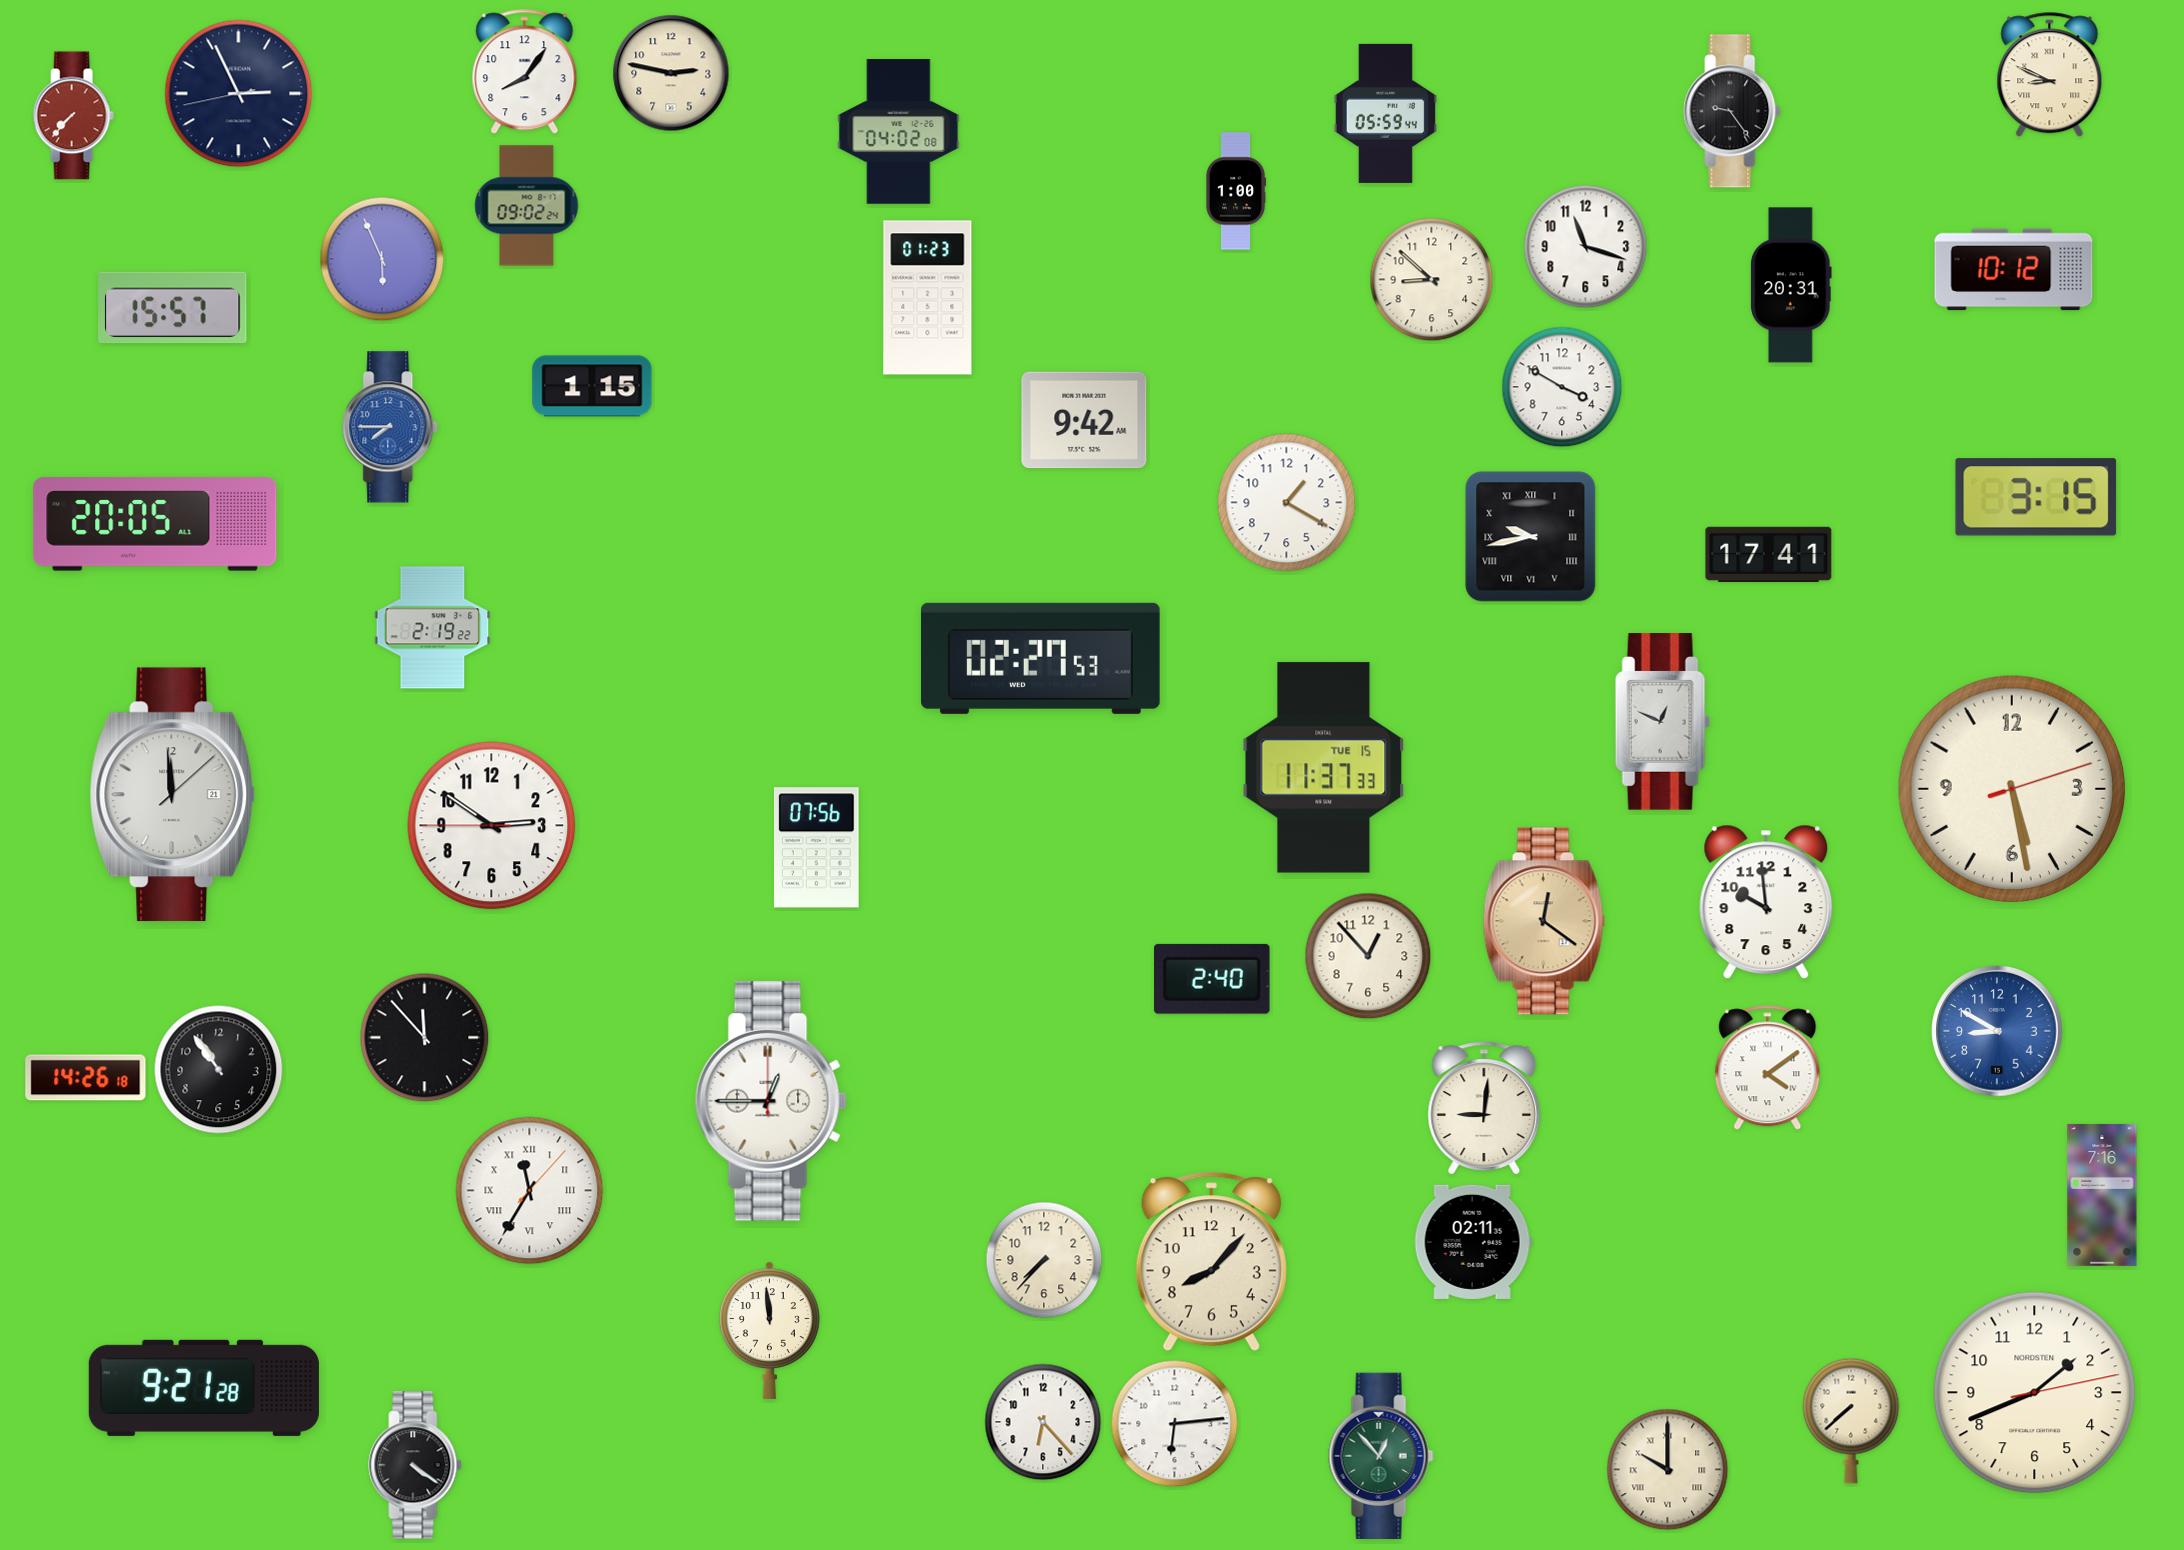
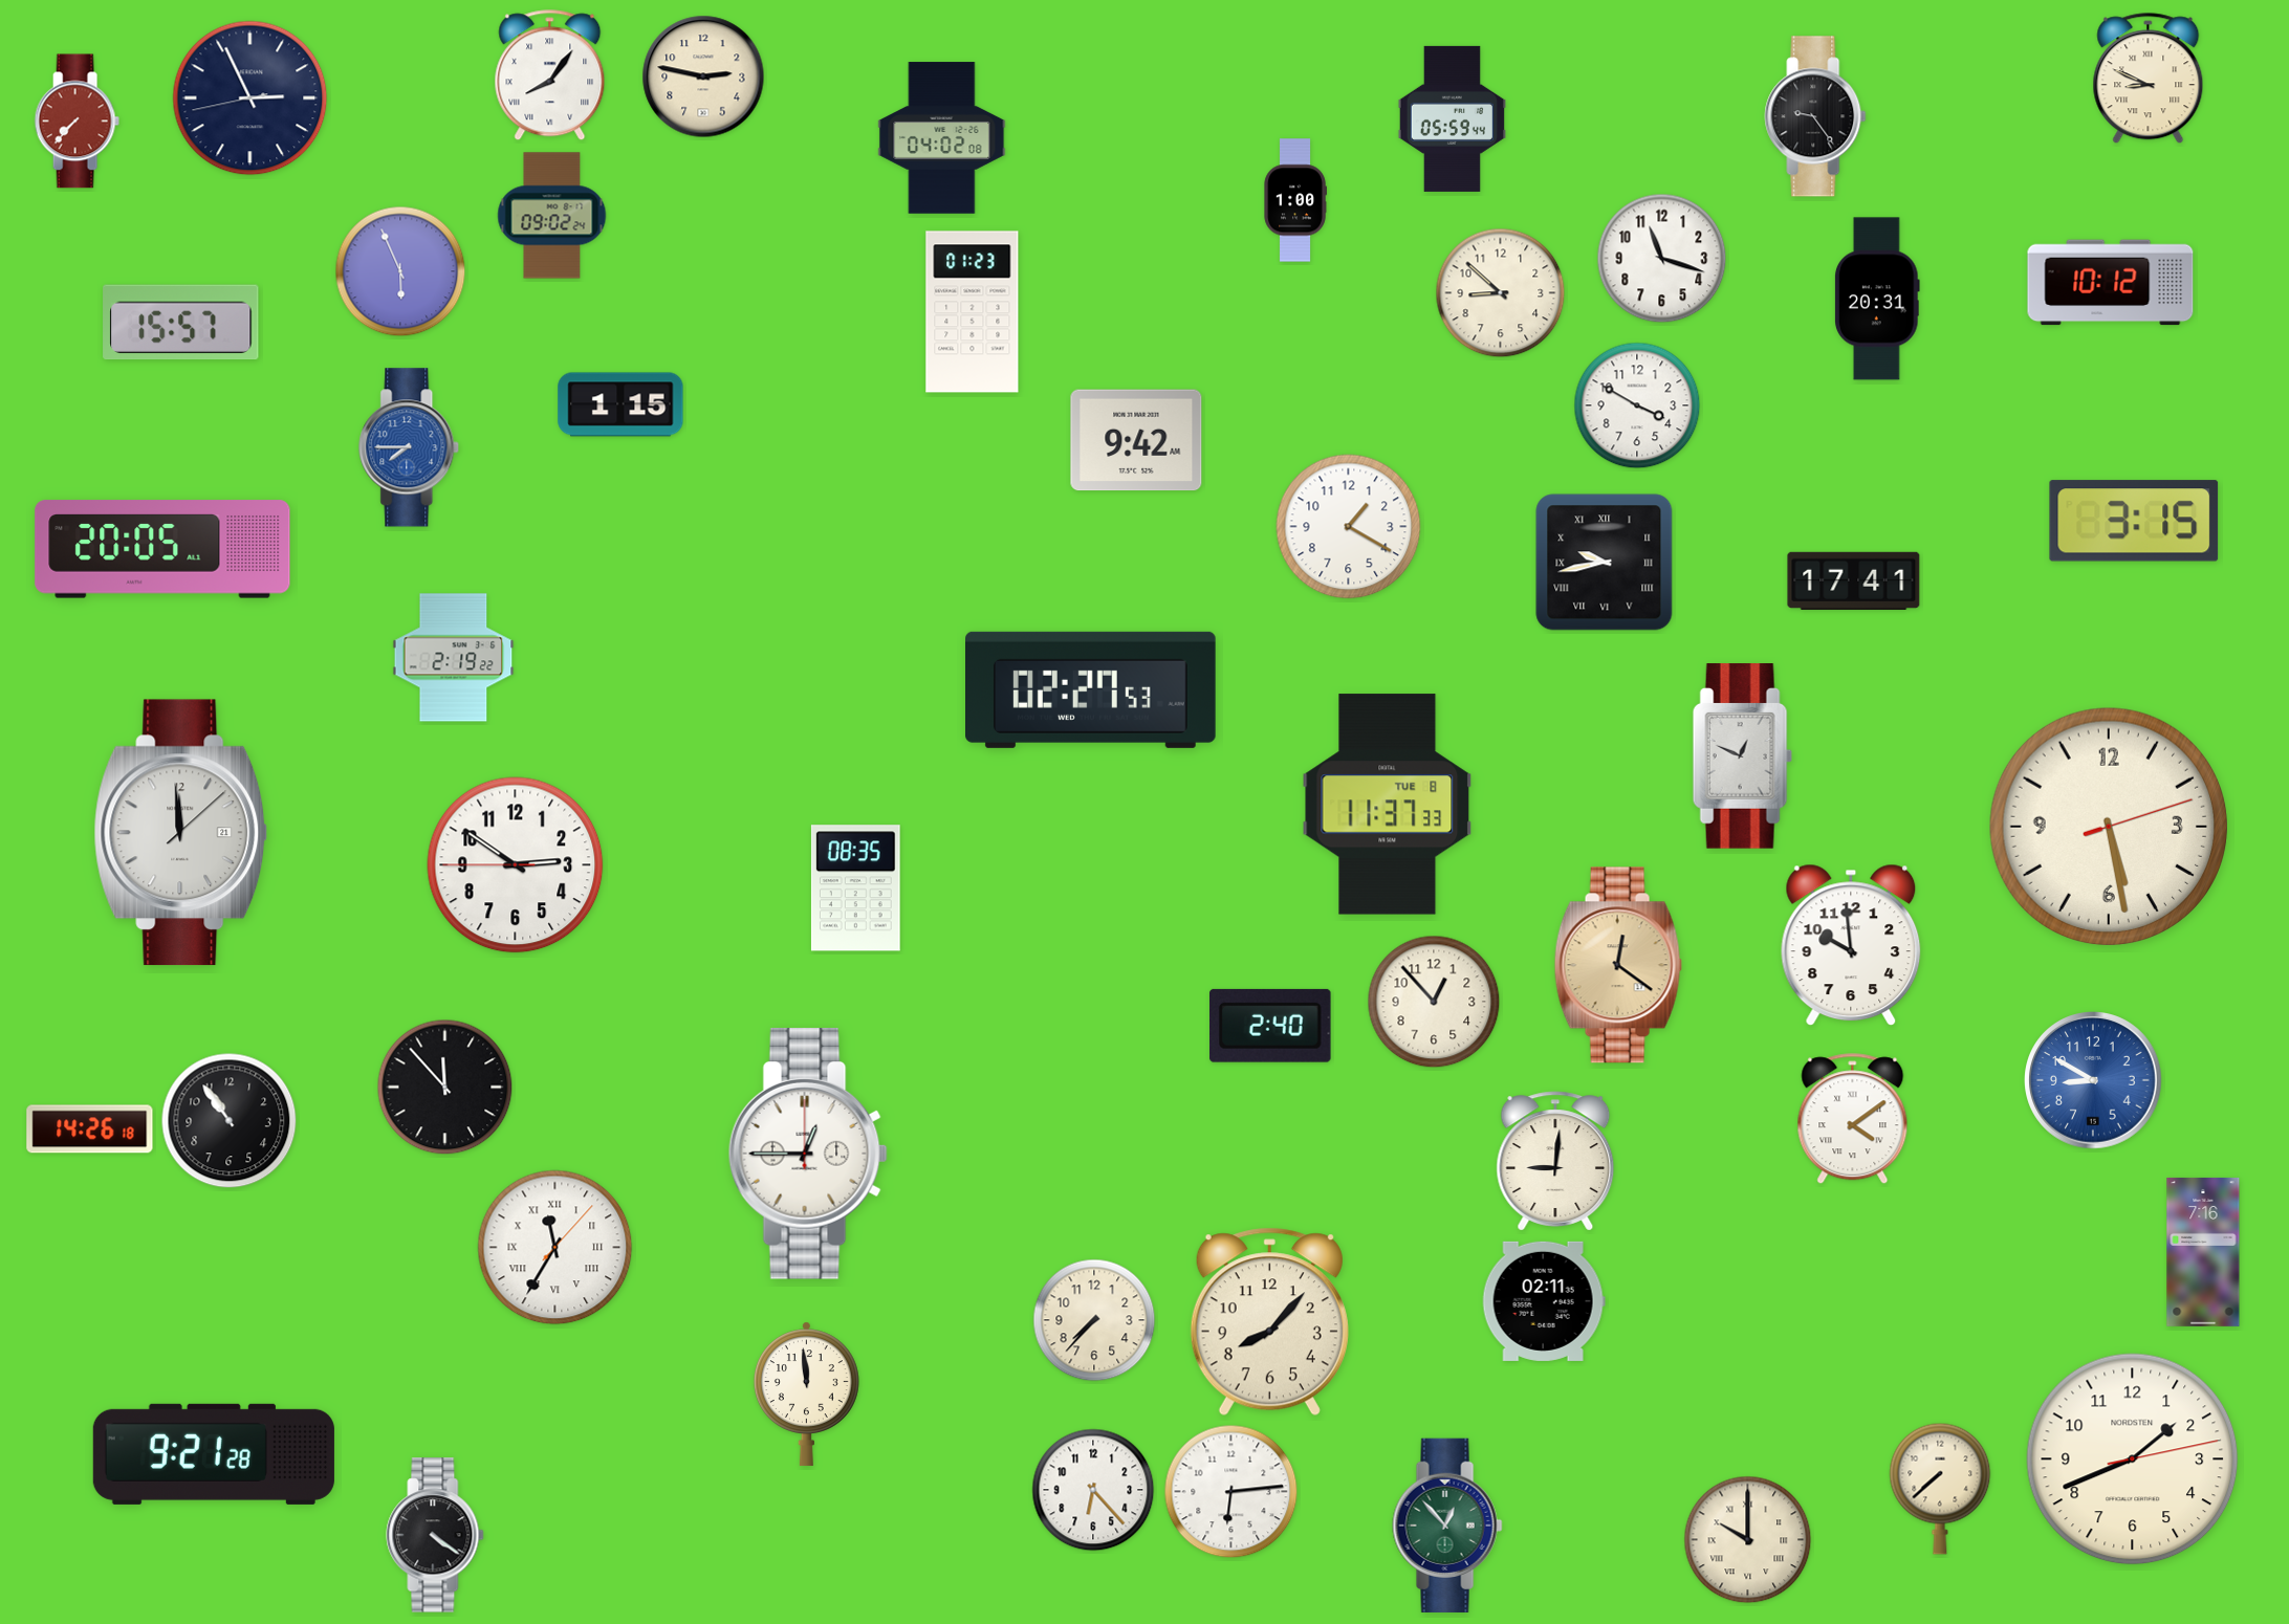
clock at (525, 72) numerals: Arabic -> Roman
clock at (1324, 768) date: TUE 15 -> TUE 8
clock at (816, 848): 07:56 -> 08:35
